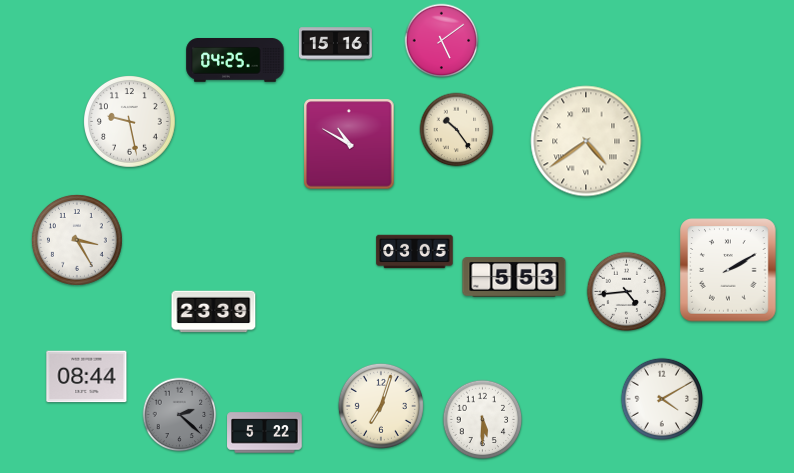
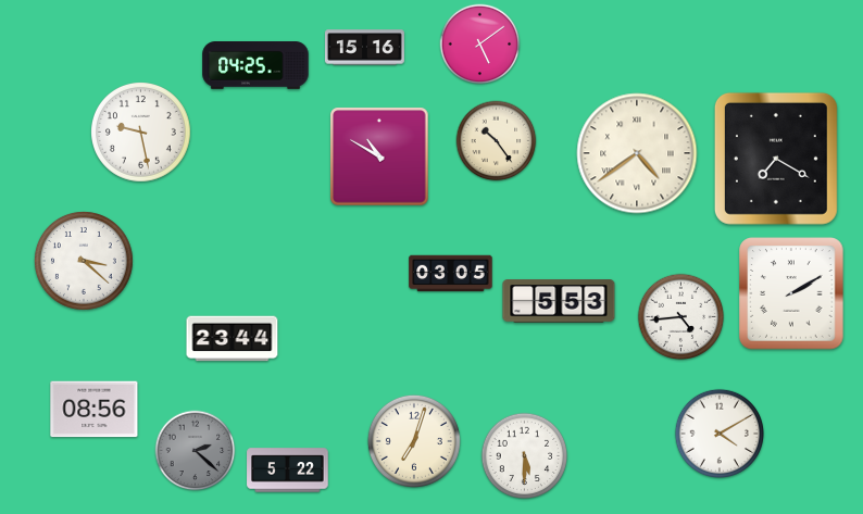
clock at (776, 159): none -> 7:20
clock at (77, 240): 3:25 -> 3:22
clock at (214, 312): 23:39 -> 23:44
clock at (87, 377): 08:44 -> 08:56
